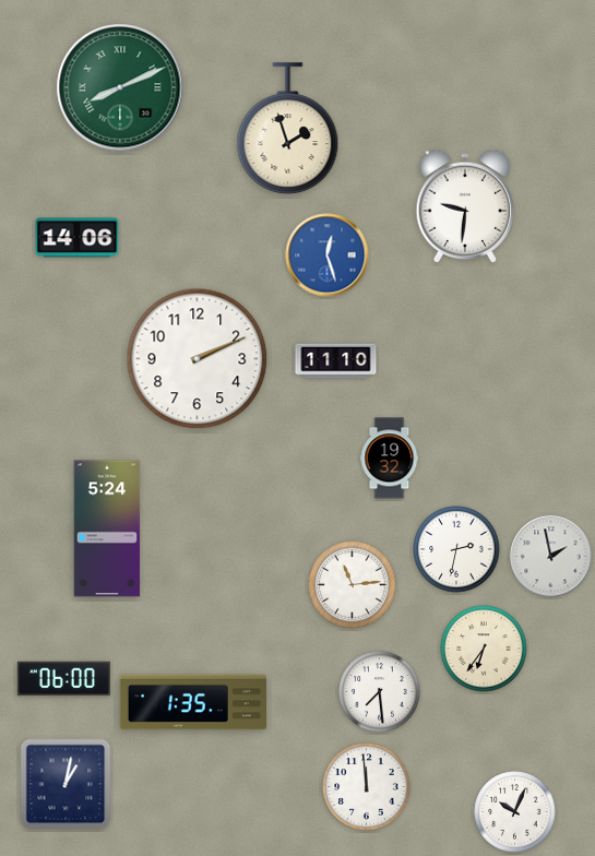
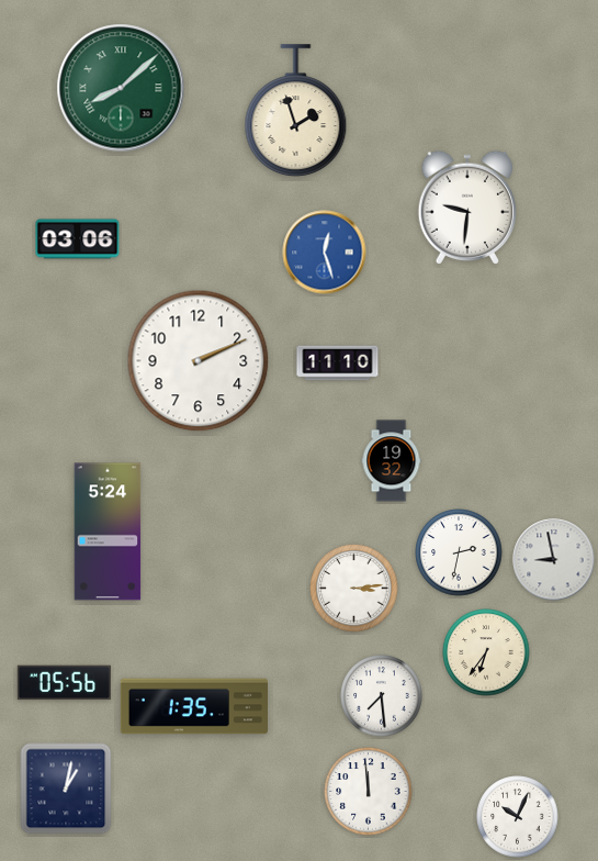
clock at (120, 87): 8:11 -> 8:08
clock at (288, 129) position: (288, 129) -> (296, 111)
clock at (78, 238): 14:06 -> 03:06
clock at (328, 255) position: (328, 255) -> (325, 253)
clock at (551, 557): 1:58 -> 8:58
clock at (353, 585): 11:14 -> 3:14
clock at (63, 679): 06:00 -> 05:56
